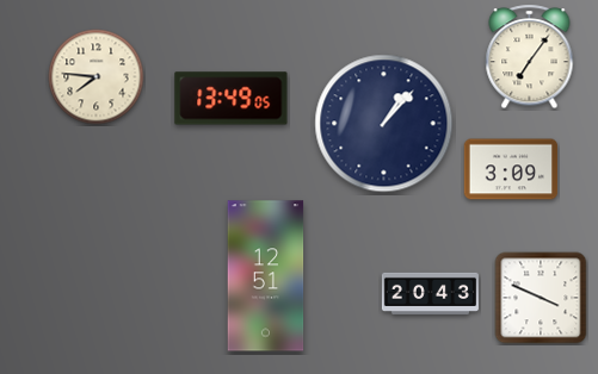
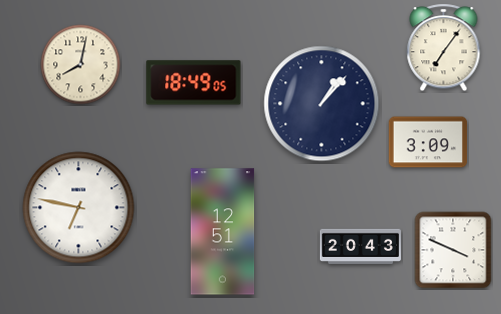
clock at (97, 77): 7:46 -> 8:02
clock at (232, 99): 13:49 -> 18:49
clock at (79, 208): none -> 6:47
